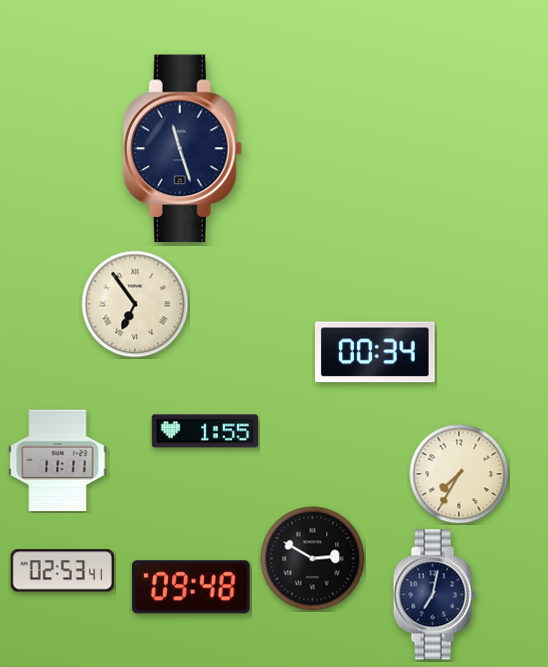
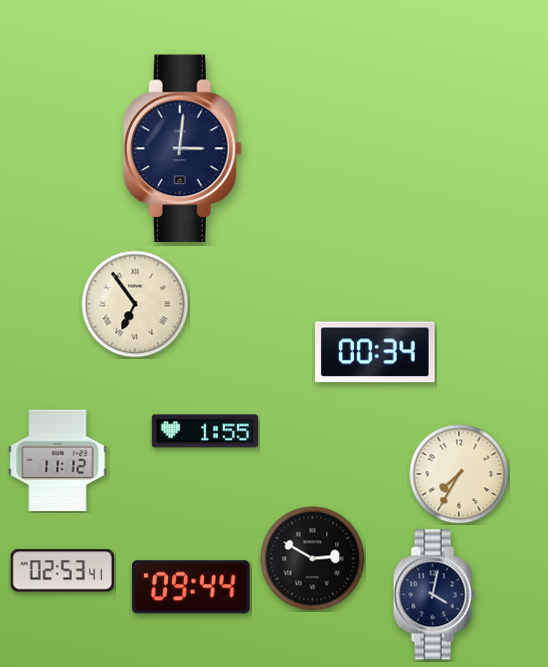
clock at (182, 149): 11:27 -> 3:01
clock at (58, 461): 11:11 -> 11:12
clock at (191, 587): 09:48 -> 09:44
clock at (434, 595): 7:02 -> 4:02
